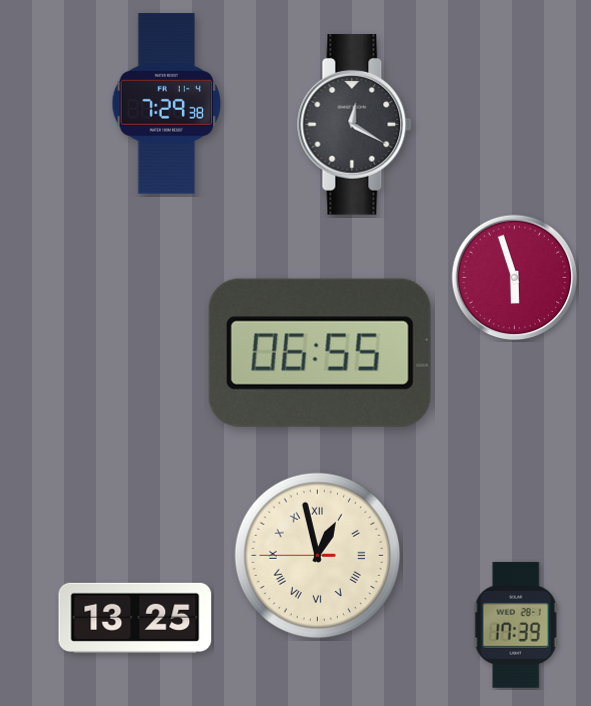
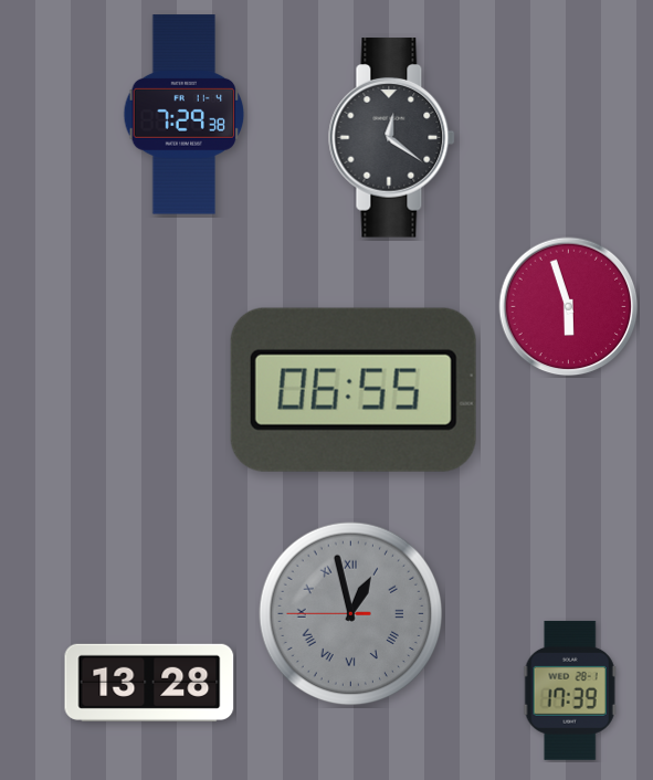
clock at (355, 125): 12:20 -> 12:21
clock at (318, 556) dial: cream -> grey
clock at (135, 618): 13:25 -> 13:28
